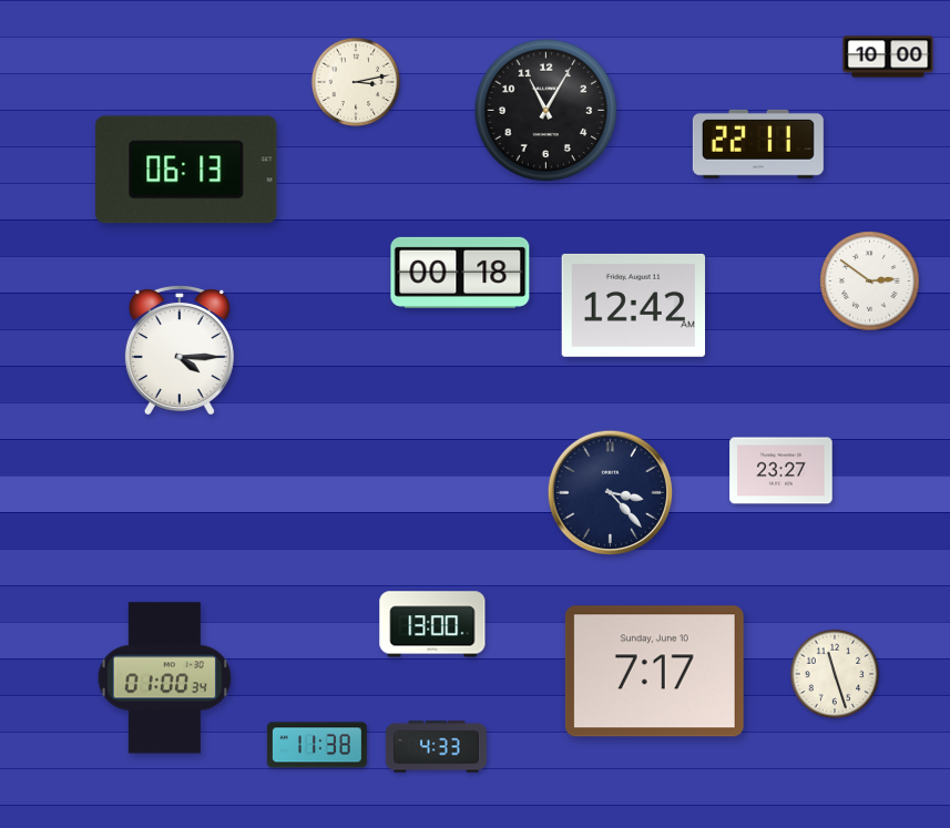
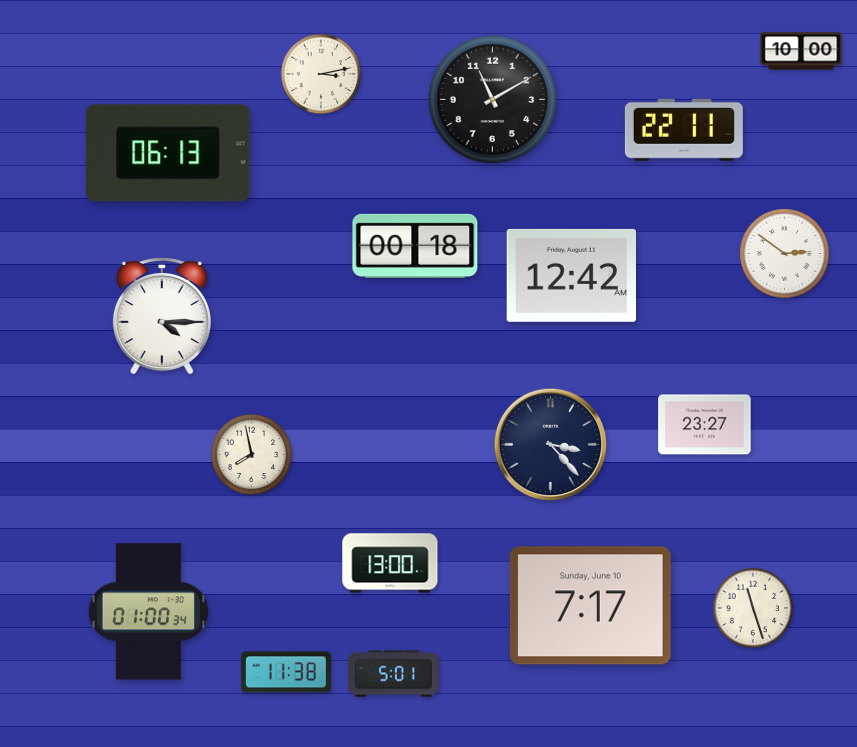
clock at (546, 111): 11:05 -> 11:10
clock at (252, 455): none -> 7:58
clock at (436, 747): 4:33 -> 5:01
